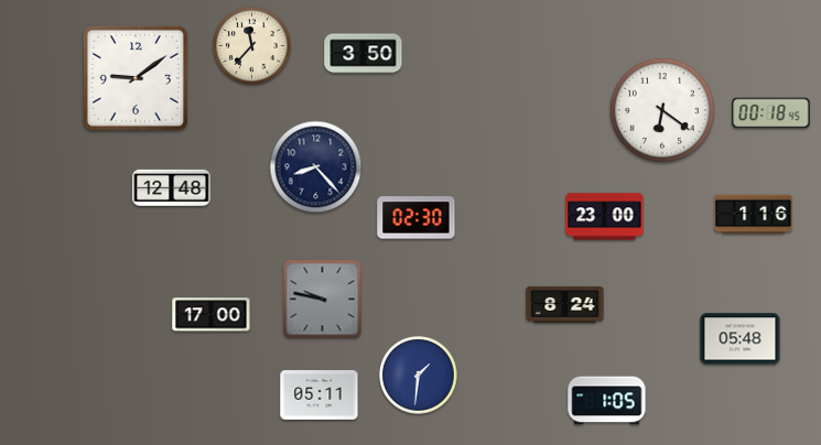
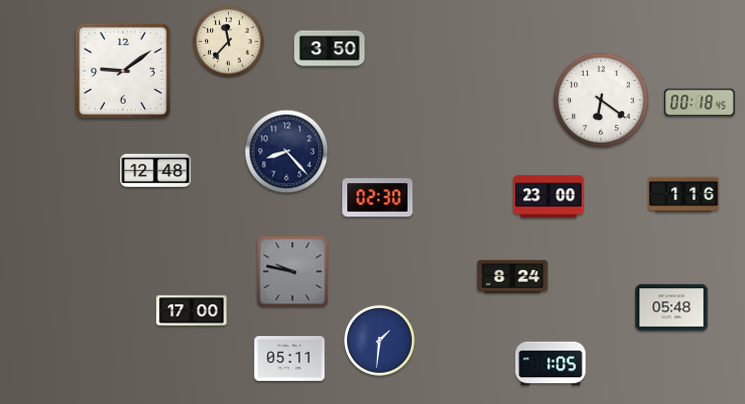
clock at (212, 315) position: (212, 315) -> (192, 311)
